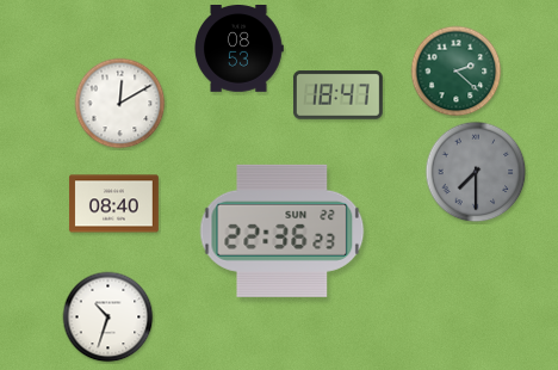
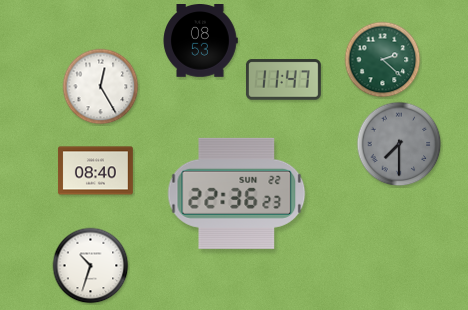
clock at (337, 95): 18:47 -> 11:47
clock at (120, 104): 12:10 -> 12:25
